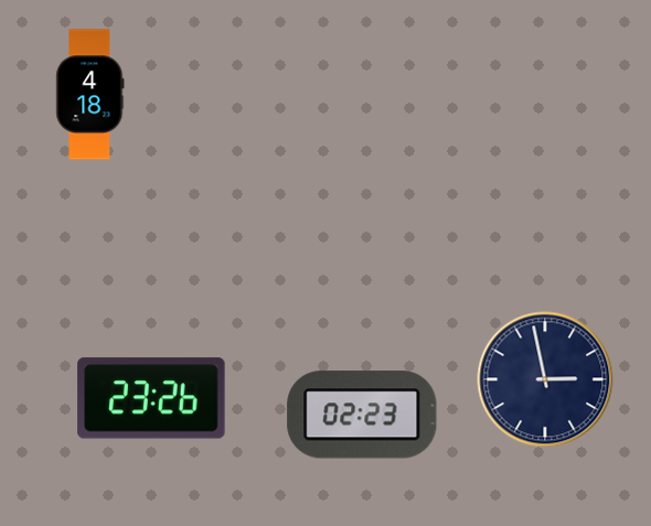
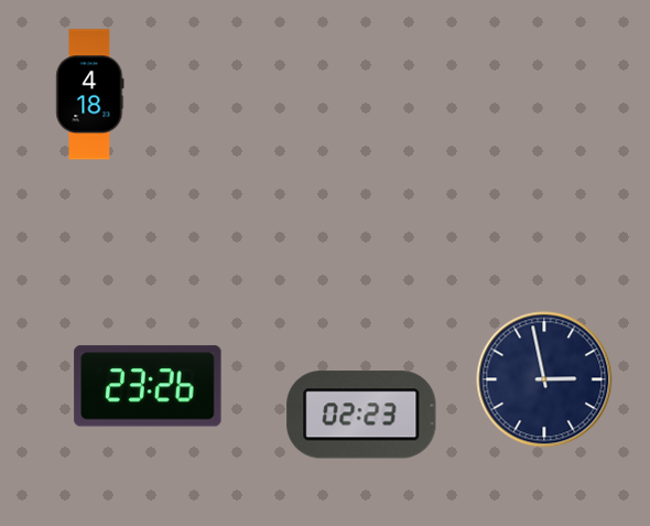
clock at (151, 398) position: (151, 398) -> (148, 386)
